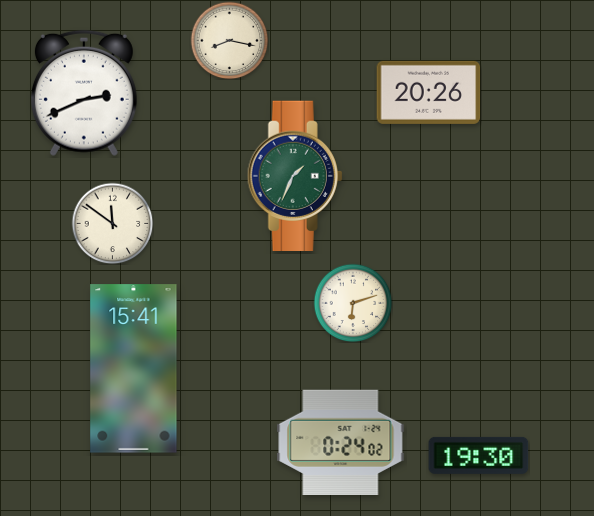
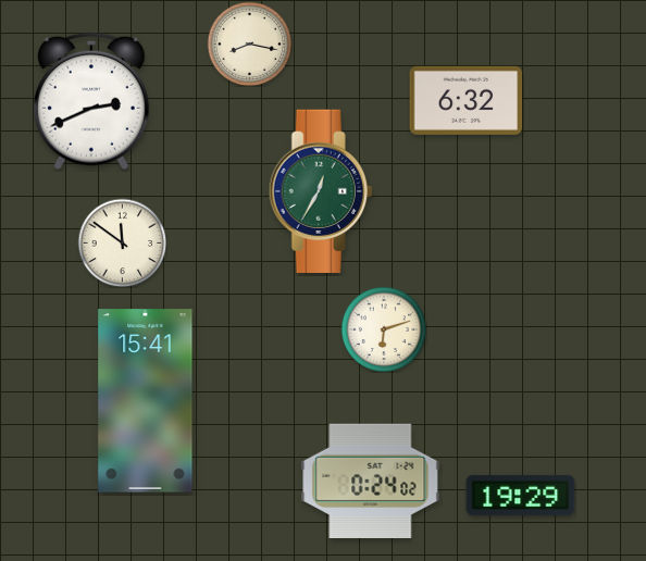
clock at (429, 92): 20:26 -> 6:32
clock at (295, 175): 1:34 -> 12:35
clock at (479, 455): 19:30 -> 19:29
